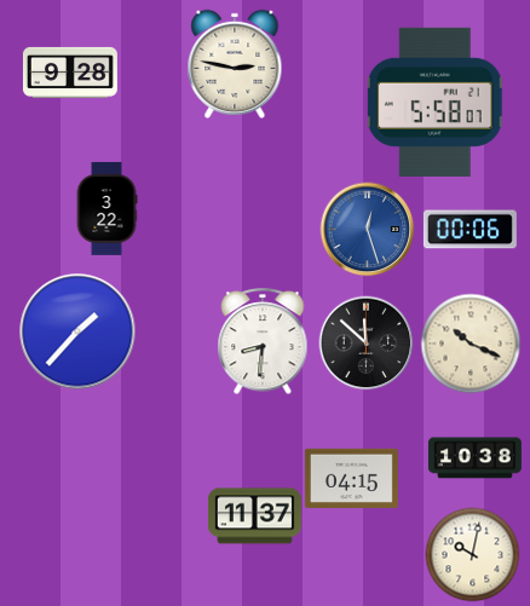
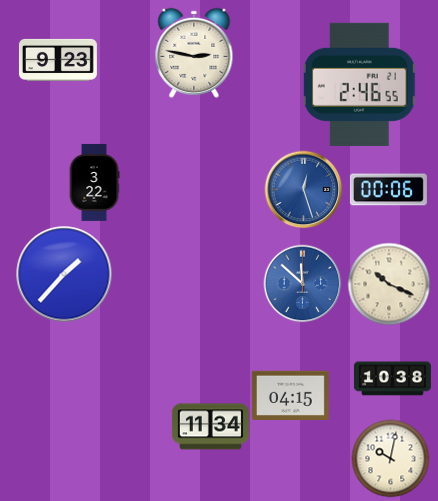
clock at (70, 73): 9:28 -> 9:23
clock at (436, 102): 5:58 -> 2:46
clock at (106, 208) position: (106, 208) -> (94, 182)
clock at (263, 341): 8:31 -> none
clock at (365, 342) dial: black -> blue
clock at (254, 516): 11:37 -> 11:34
